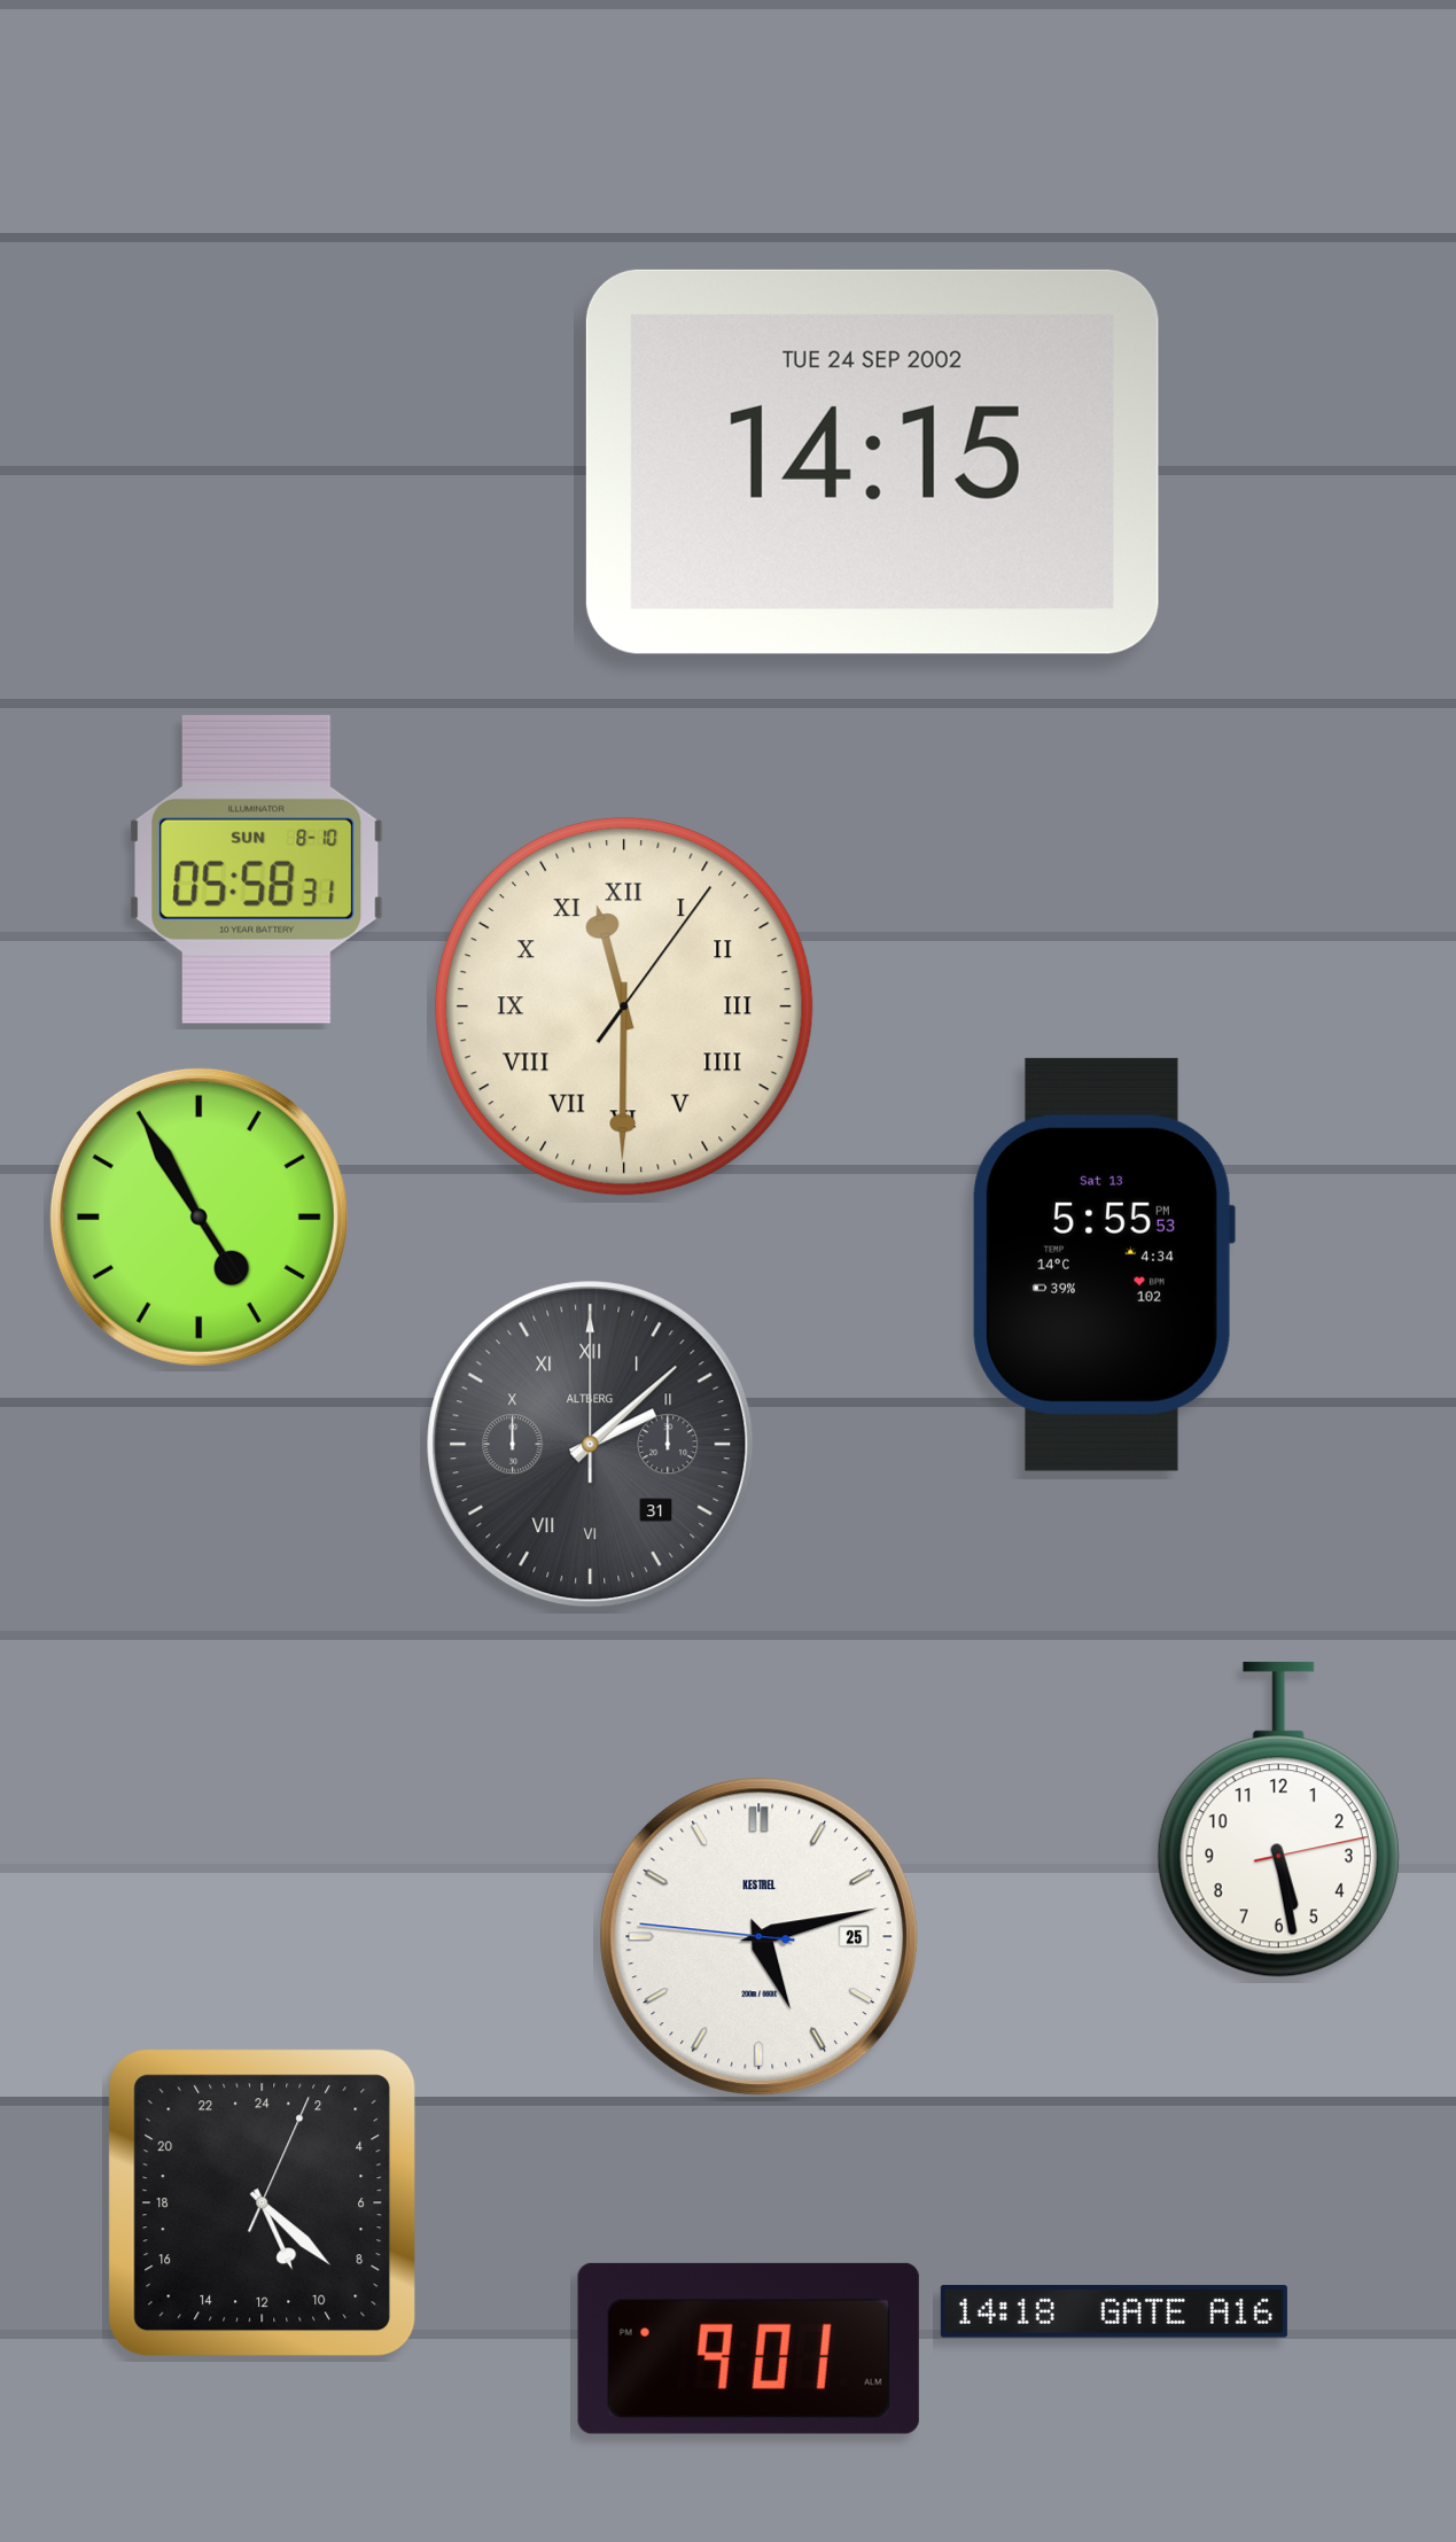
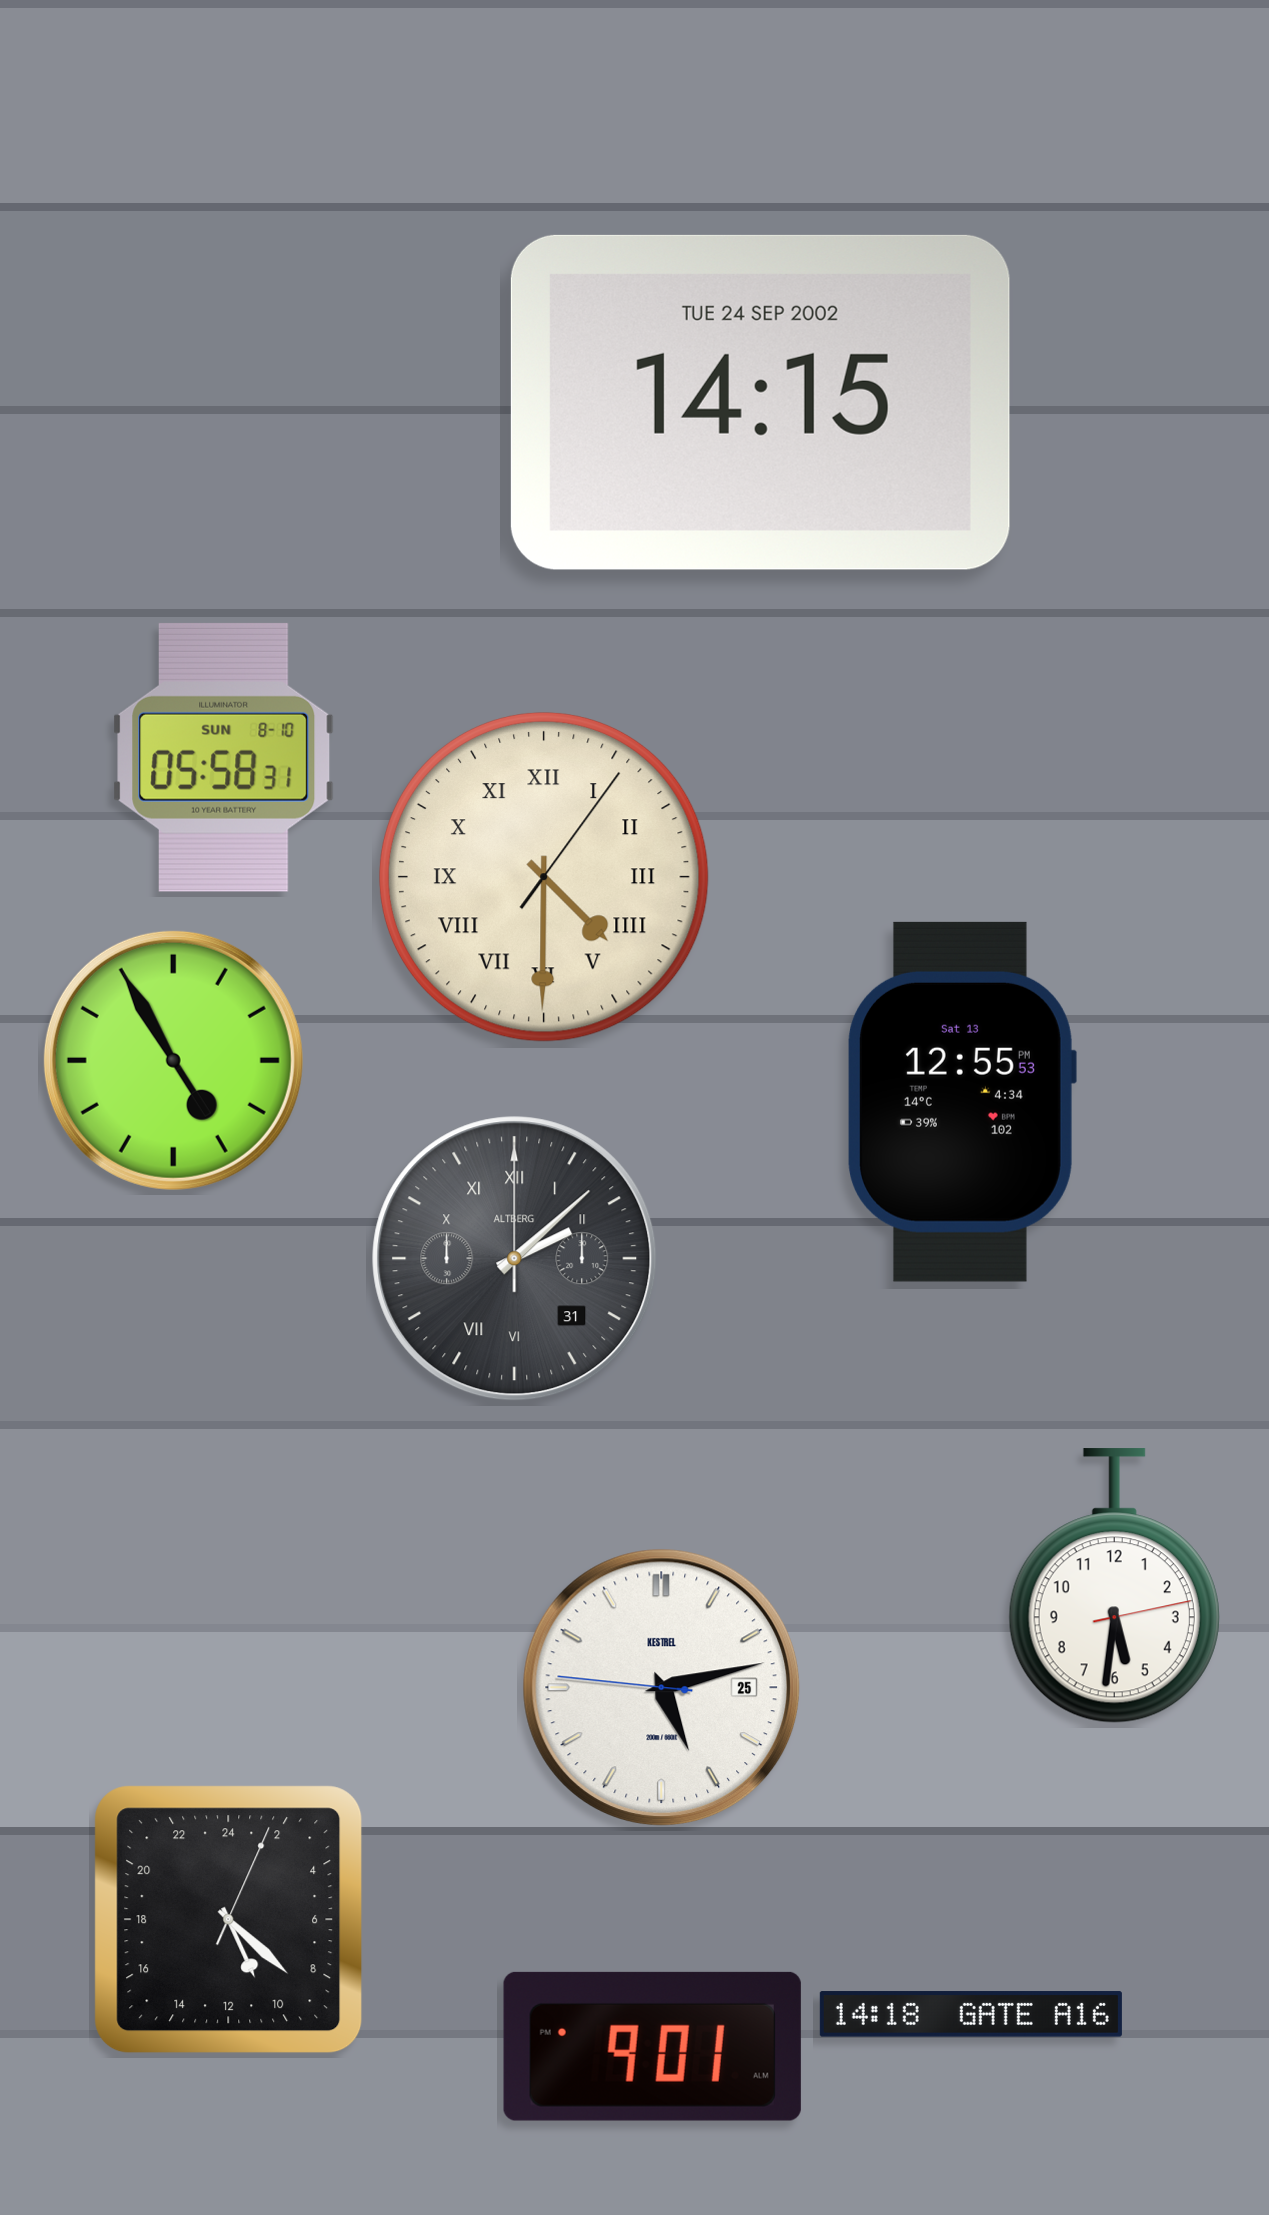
clock at (624, 1006): 11:30 -> 4:30
clock at (1104, 1265): 5:55 -> 12:55
clock at (1278, 1820): 5:28 -> 5:31
